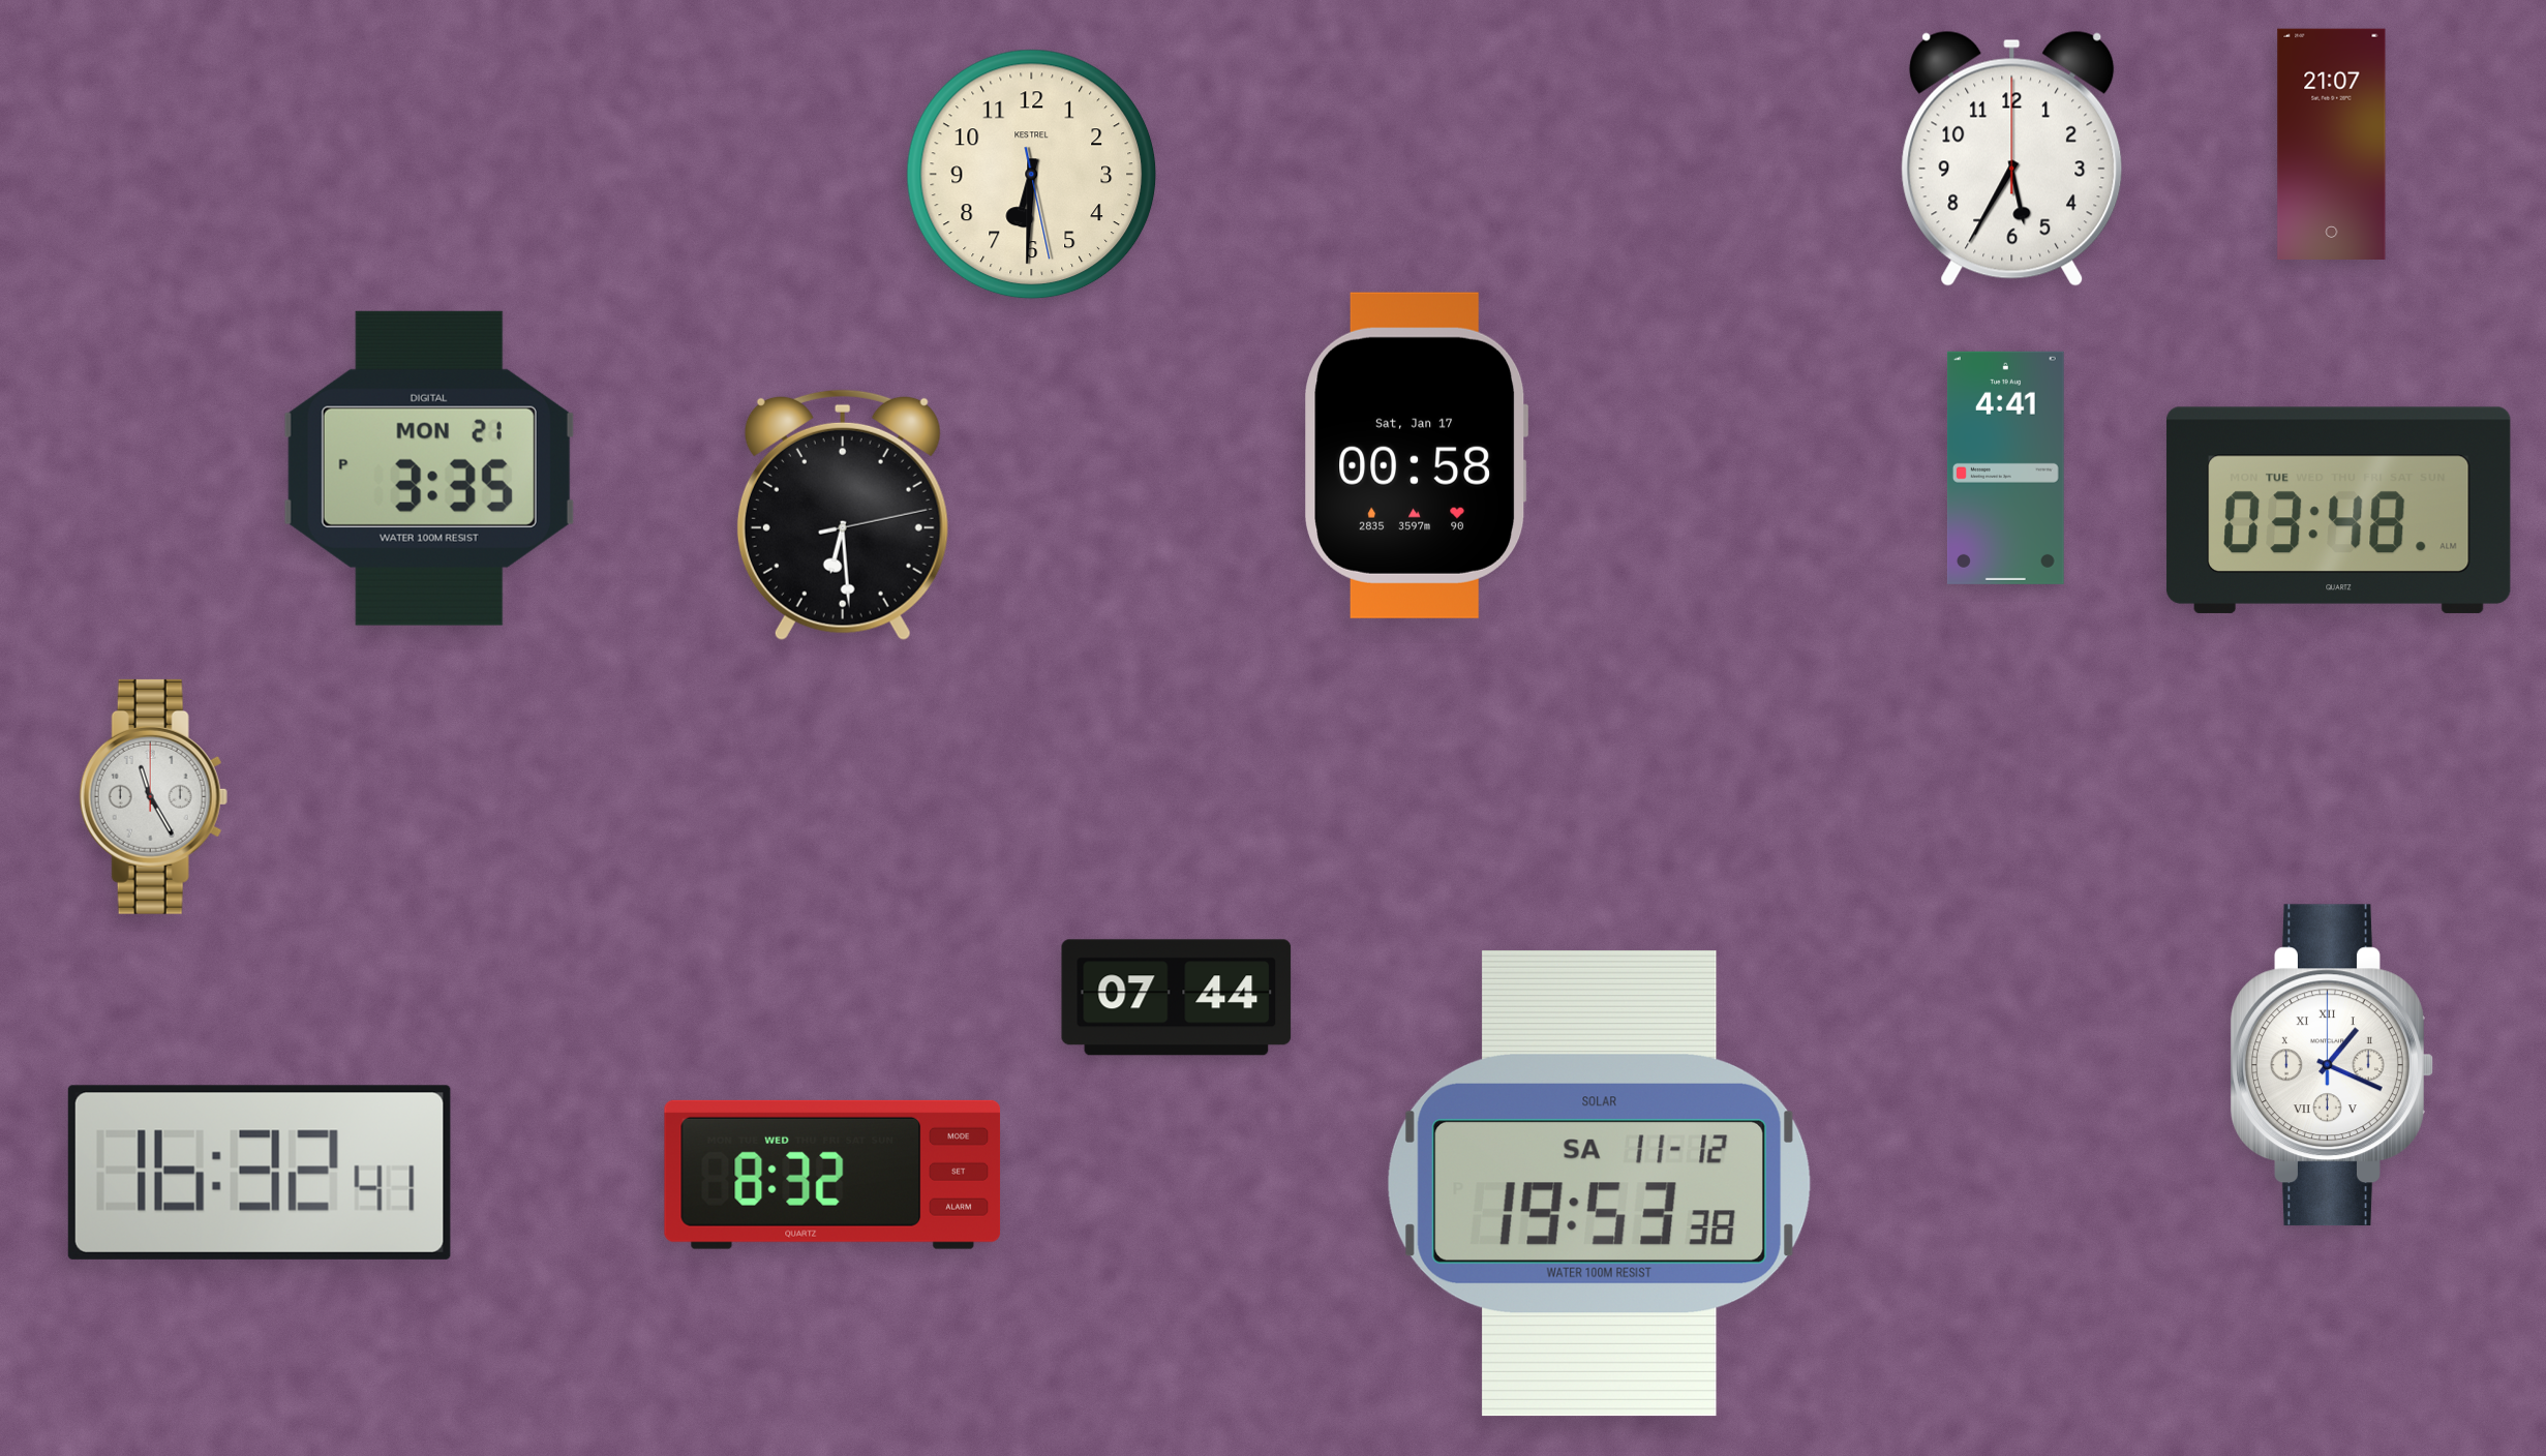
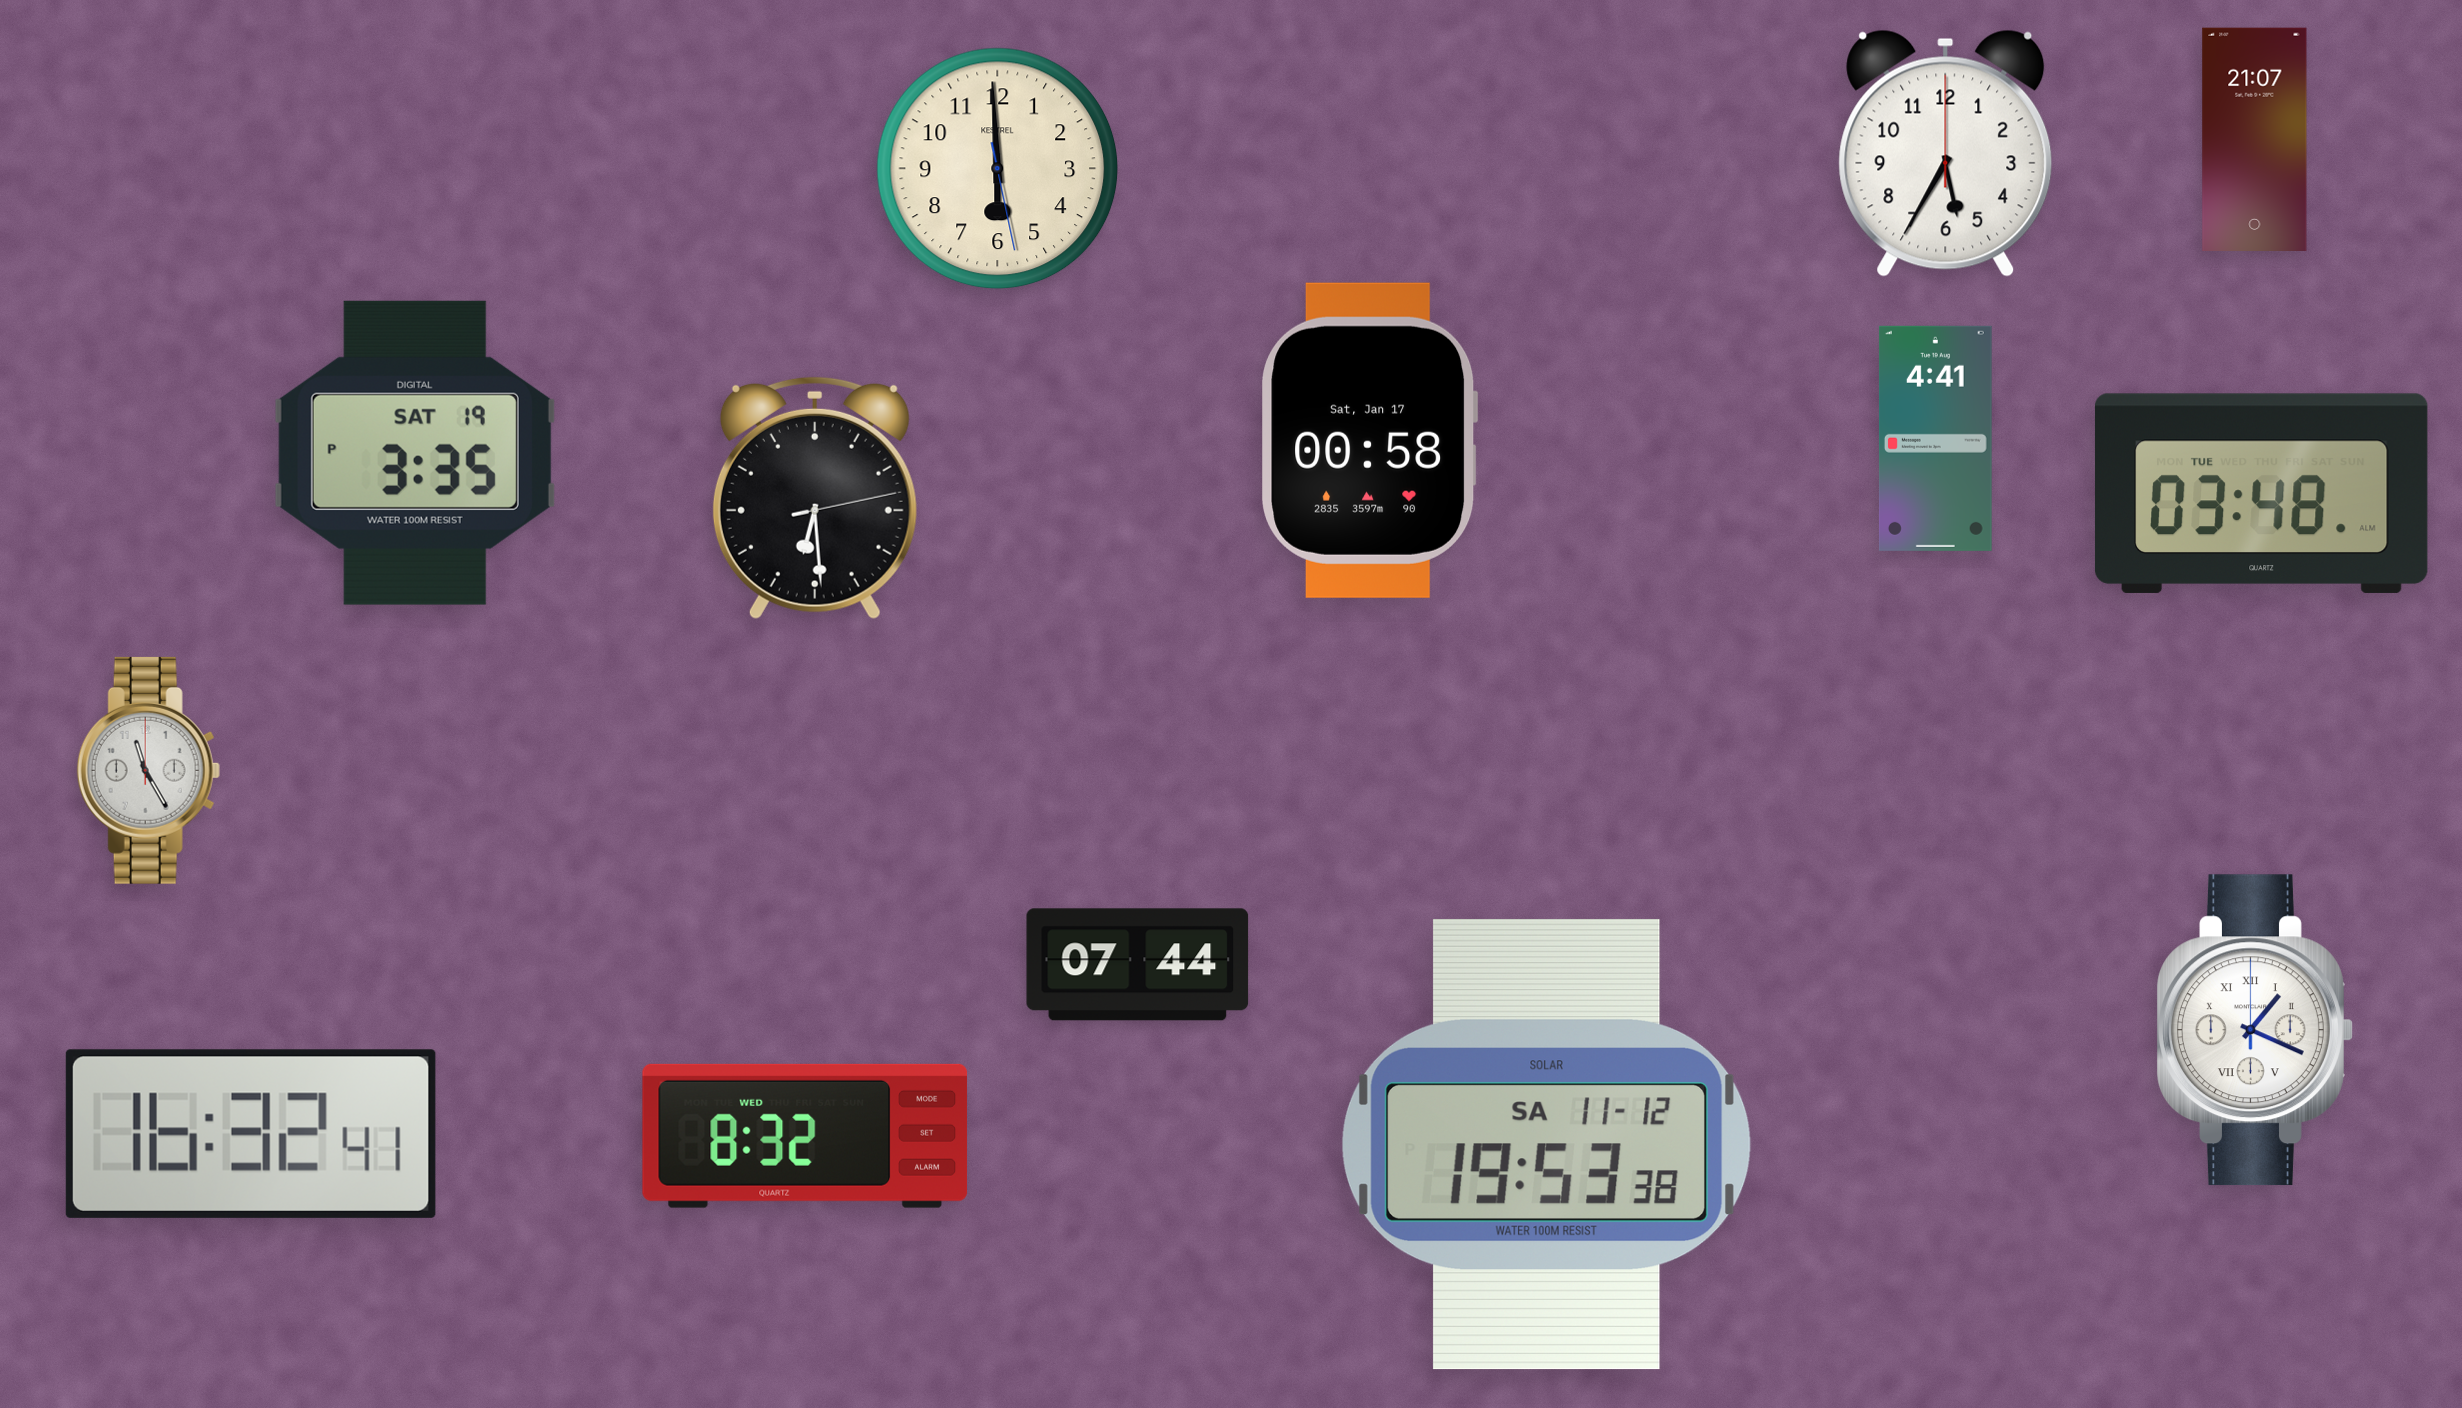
clock at (1032, 175): 6:30 -> 5:59
clock at (2005, 467) position: (2005, 467) -> (1935, 438)
clock at (429, 468) date: MON 21 -> SAT 19
